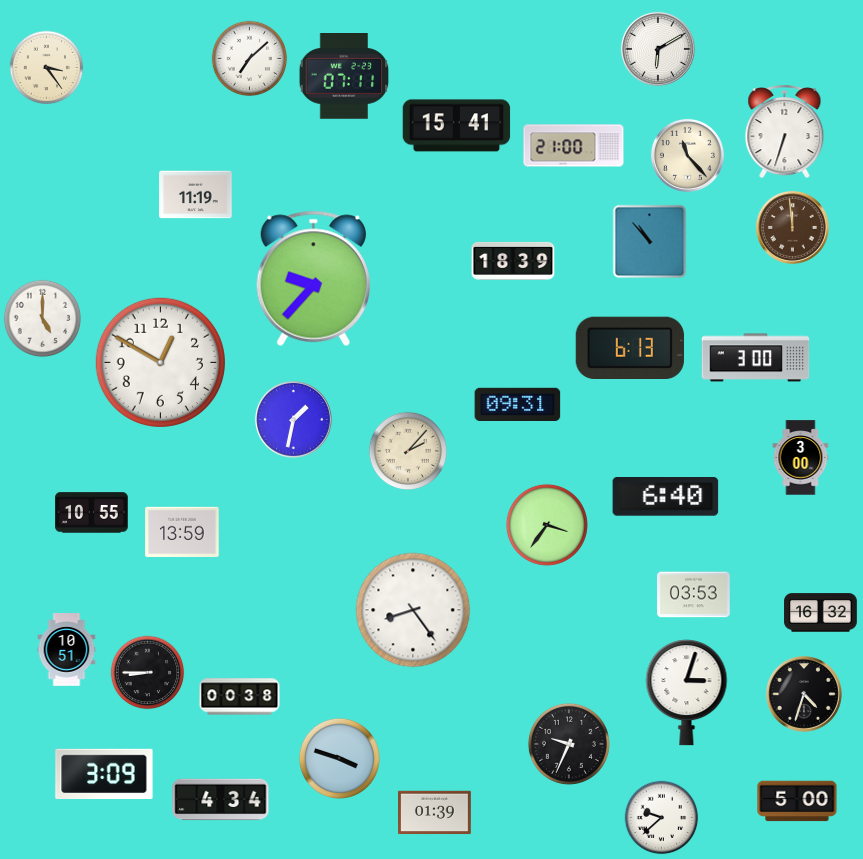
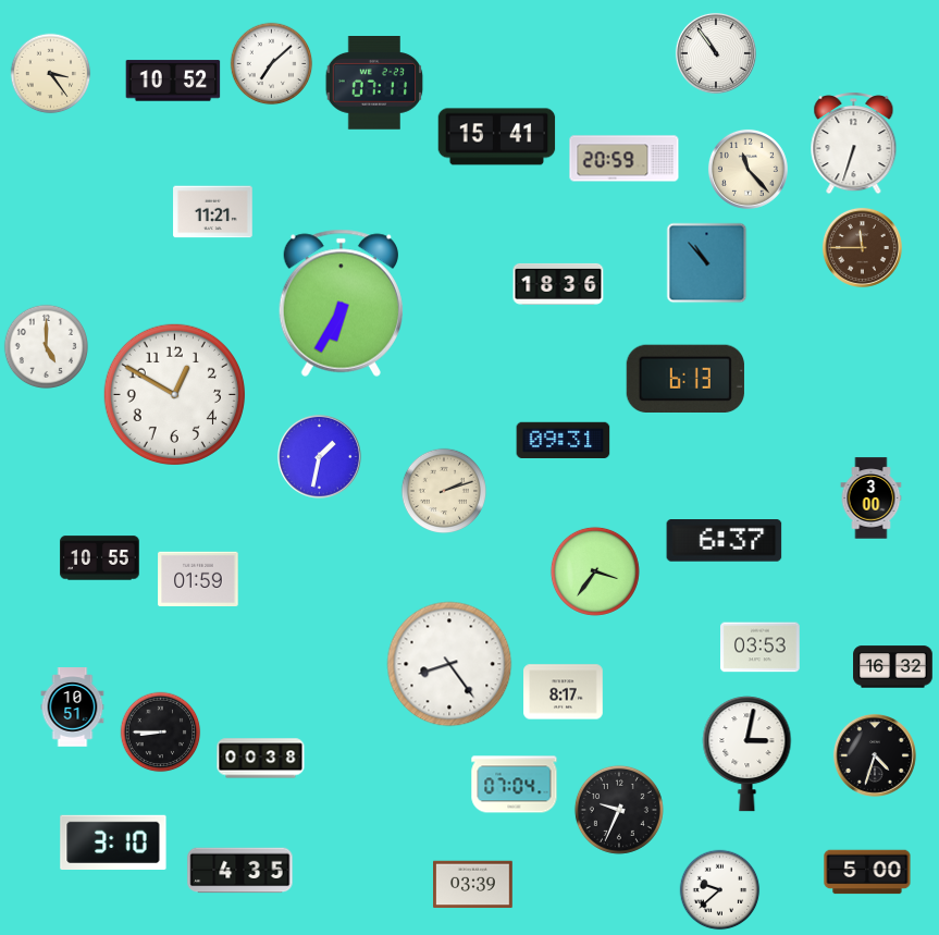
clock at (658, 49): 6:10 -> 10:54
clock at (173, 81): none -> 10:52
clock at (574, 146): 21:00 -> 20:59
clock at (196, 195): 11:19 -> 11:21
clock at (792, 227): 11:59 -> 11:45
clock at (513, 261): 18:39 -> 18:36
clock at (313, 278): 9:37 -> 6:35
clock at (756, 358): 3:00 -> none
clock at (407, 450): 2:07 -> 2:12
clock at (666, 497): 6:40 -> 6:37
clock at (182, 532): 13:59 -> 01:59
clock at (694, 595) position: (694, 595) -> (761, 648)
clock at (564, 692): none -> 8:17
clock at (687, 693): 3:03 -> 3:02
clock at (515, 785): none -> 07:04
clock at (339, 758): 3:48 -> none
clock at (104, 773): 3:09 -> 3:10
clock at (221, 800): 4:34 -> 4:35
clock at (435, 813): 01:39 -> 03:39
